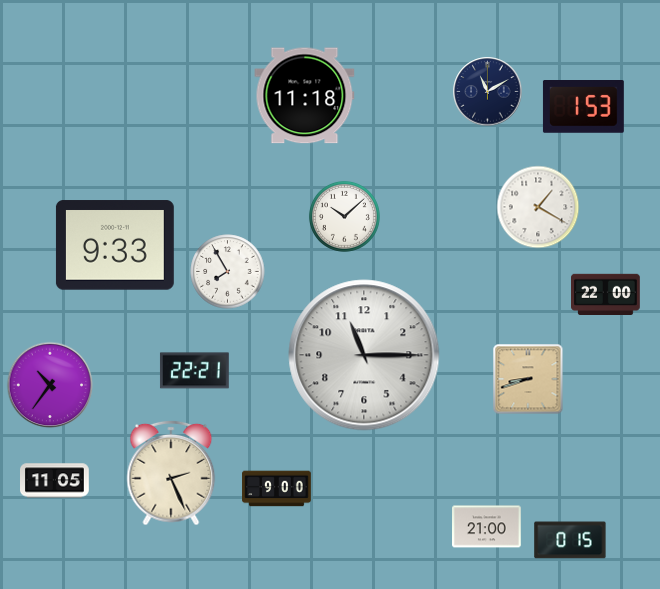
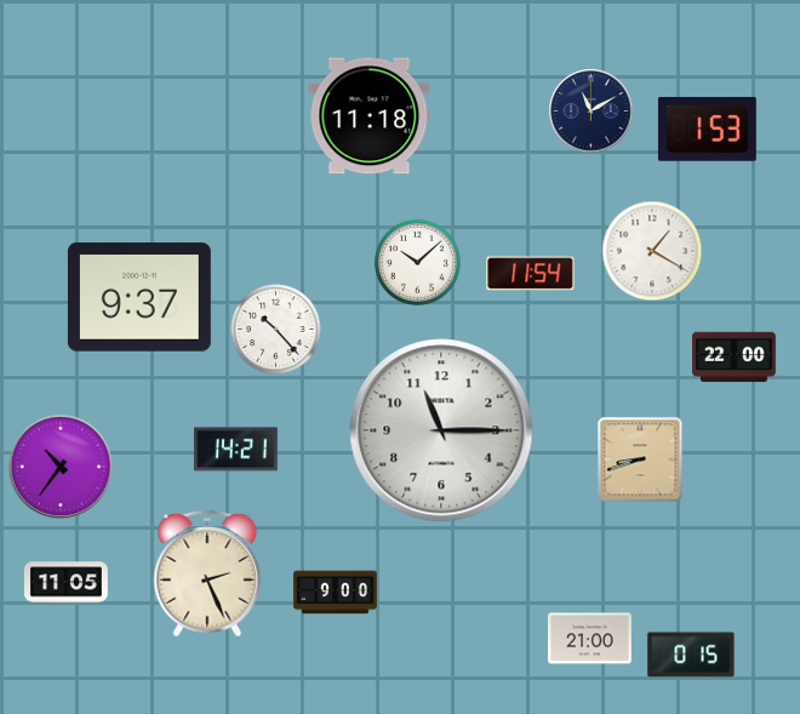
clock at (531, 274): none -> 11:54
clock at (115, 245): 9:33 -> 9:37
clock at (228, 272): 7:55 -> 10:23
clock at (194, 371): 22:21 -> 14:21
